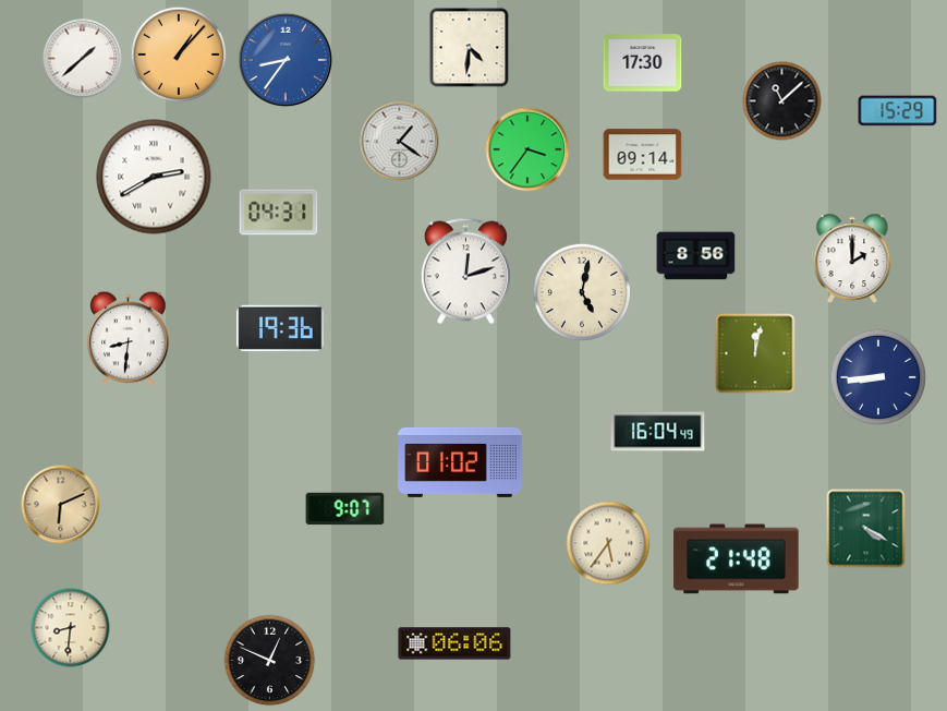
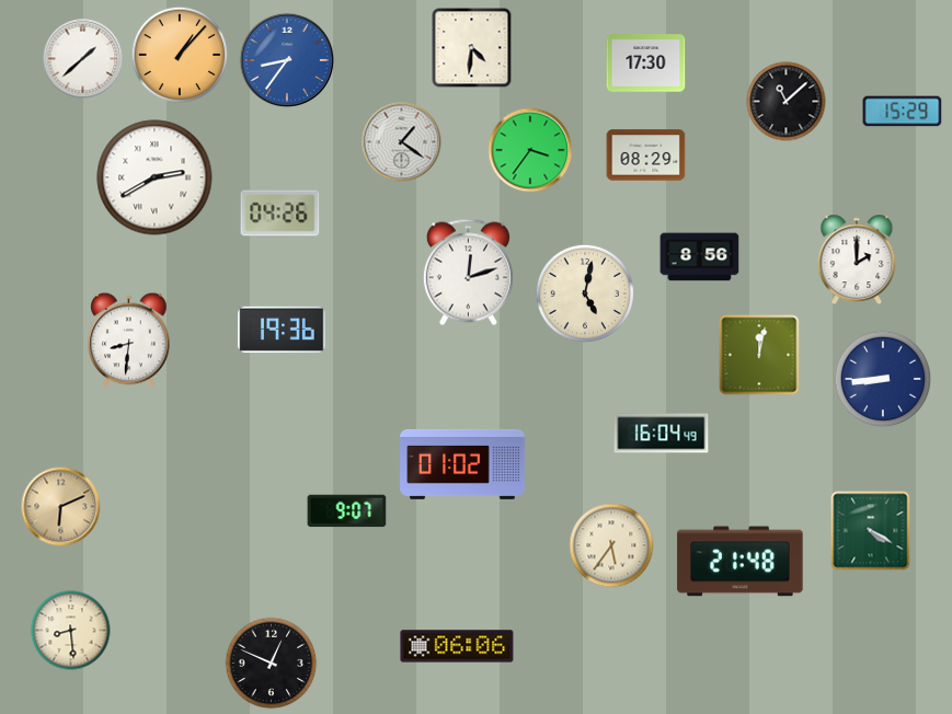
clock at (643, 155): 09:14 -> 08:29
clock at (279, 213): 04:31 -> 04:26
clock at (71, 628): 8:31 -> 8:29
